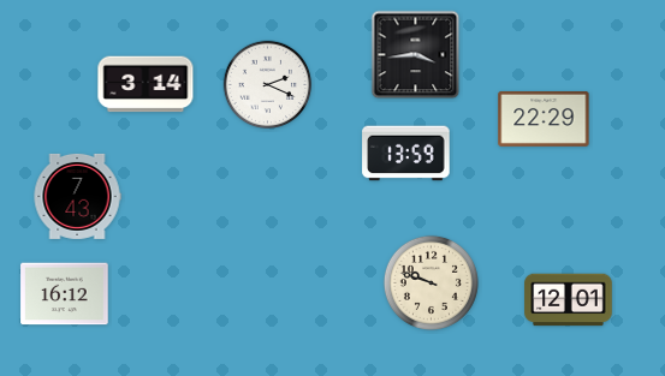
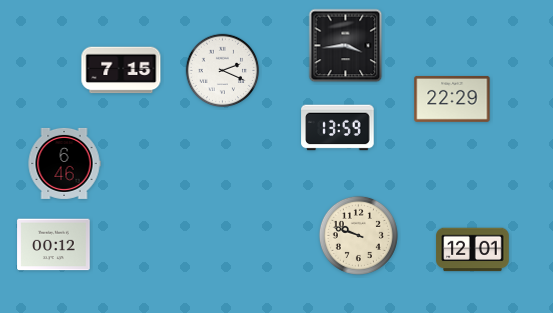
clock at (146, 84): 3:14 -> 7:15
clock at (77, 196): 7:43 -> 6:46
clock at (65, 294): 16:12 -> 00:12
